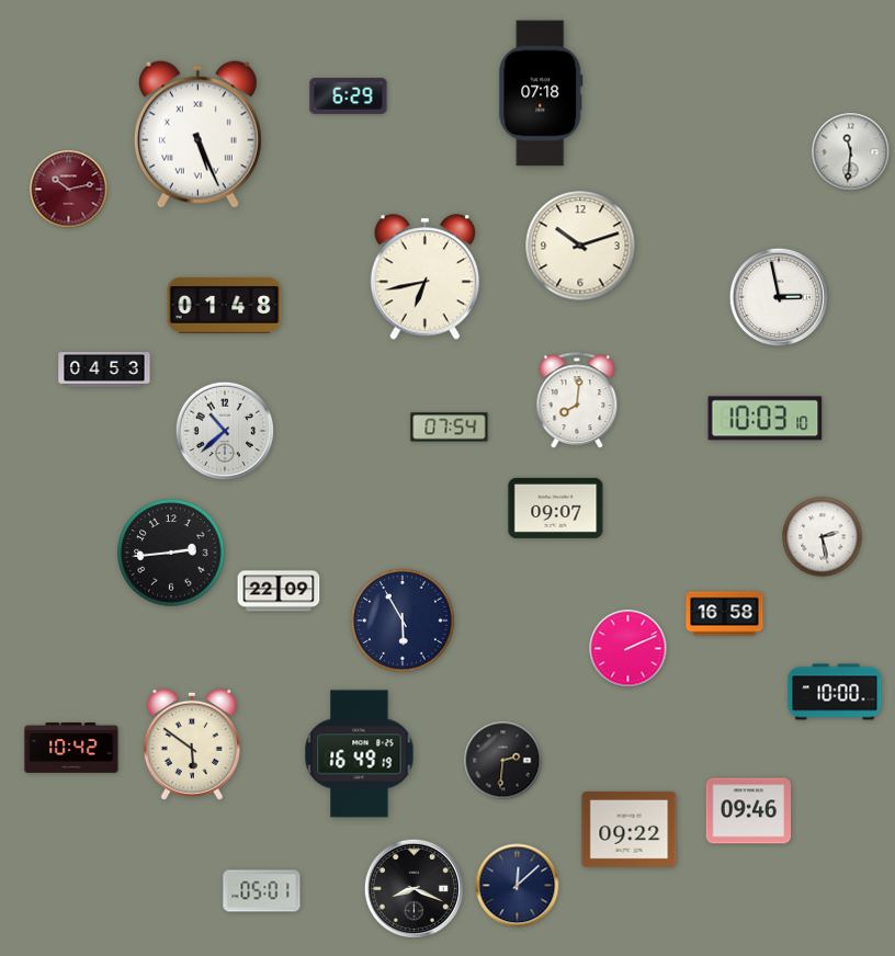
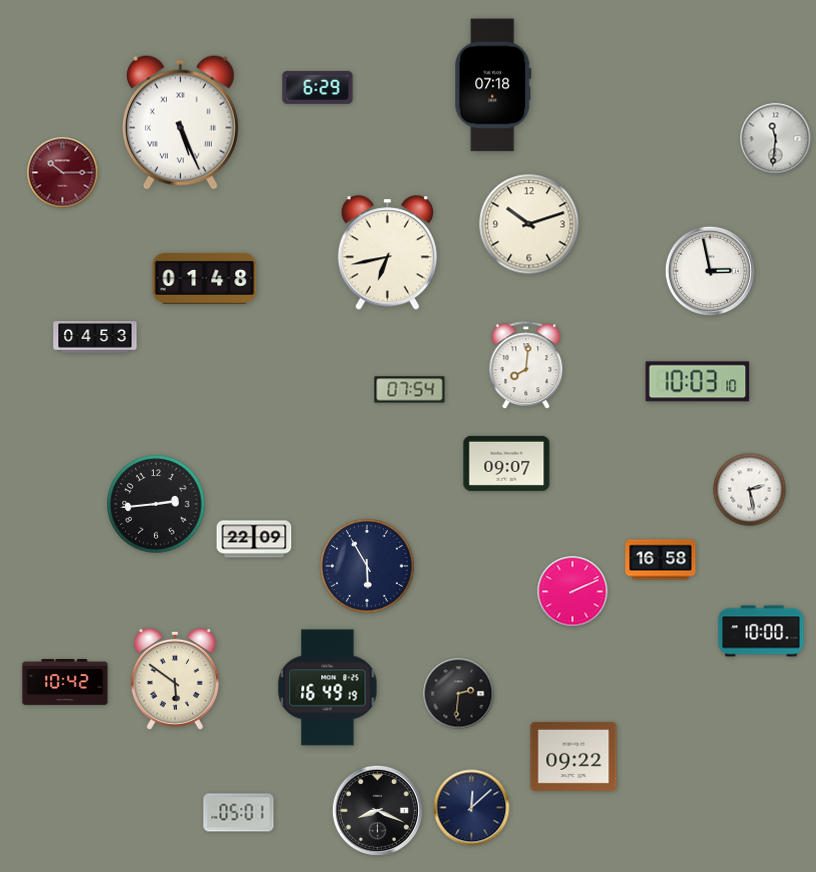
clock at (69, 190): 10:13 -> 10:15
clock at (224, 430): 10:38 -> none
clock at (749, 811): 09:46 -> none
